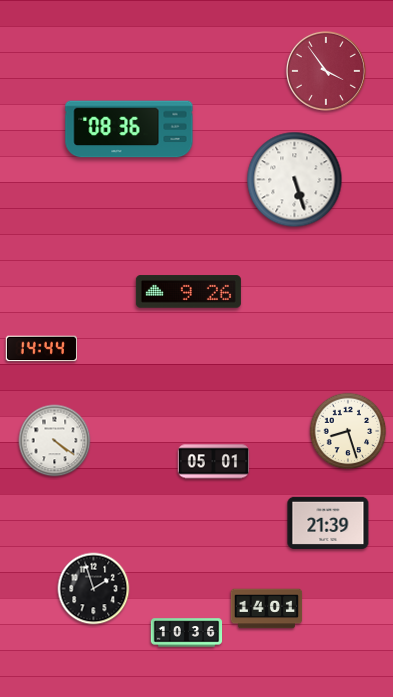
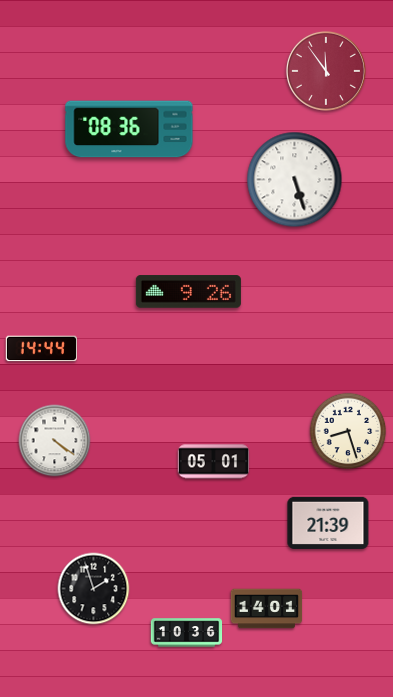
clock at (326, 71): 3:54 -> 11:54
